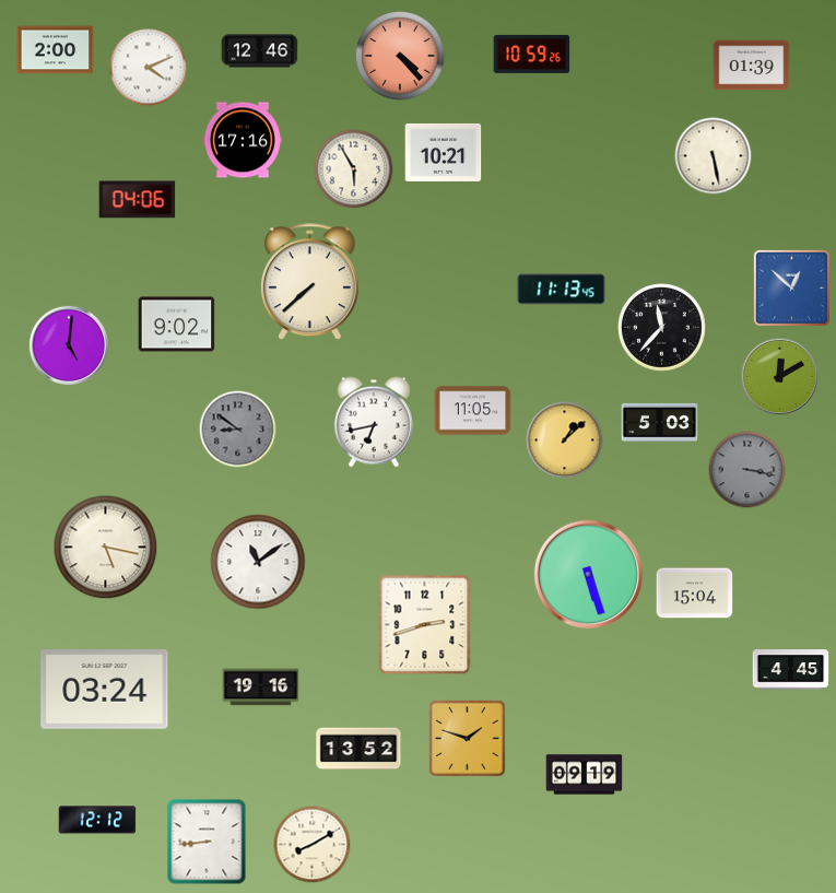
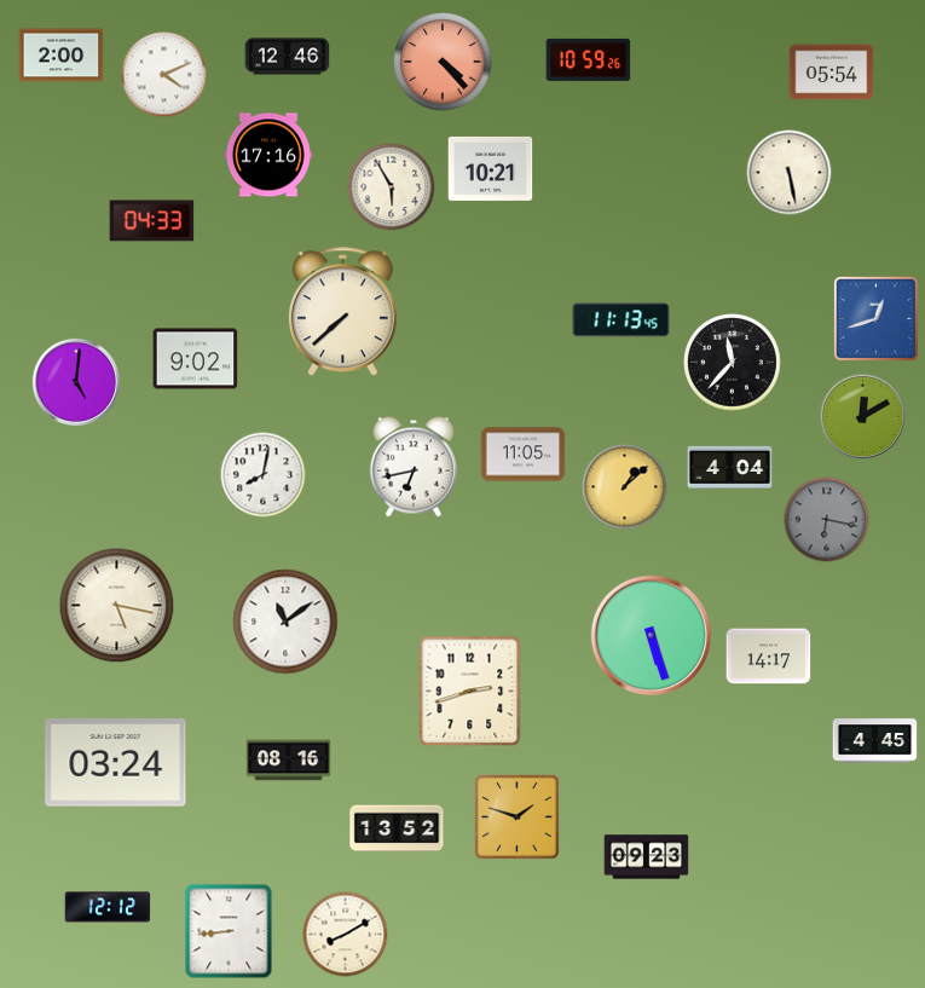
clock at (752, 66): 01:39 -> 05:54
clock at (138, 200): 04:06 -> 04:33
clock at (791, 287): 12:52 -> 12:42
clock at (660, 422): 5:03 -> 4:04
clock at (238, 430): 8:51 -> 8:02
clock at (238, 430) dial: grey -> white
clock at (747, 470): 3:17 -> 6:17
clock at (695, 594): 15:04 -> 14:17
clock at (261, 688): 19:16 -> 08:16
clock at (585, 775): 09:19 -> 09:23
